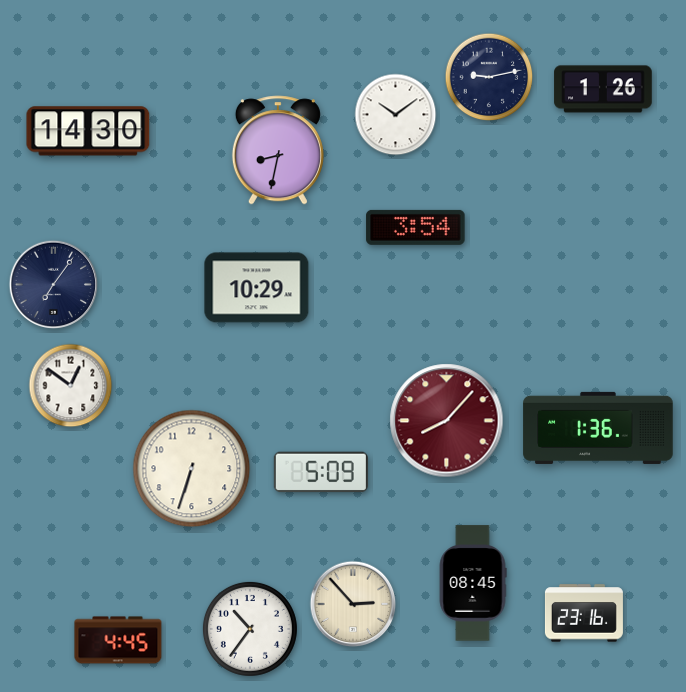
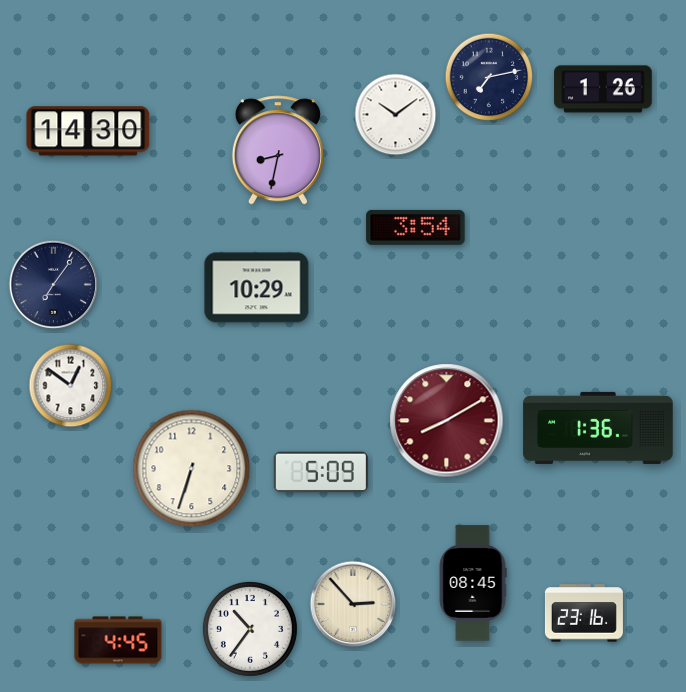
clock at (489, 77): 9:13 -> 7:13
clock at (447, 421): 8:07 -> 8:10
